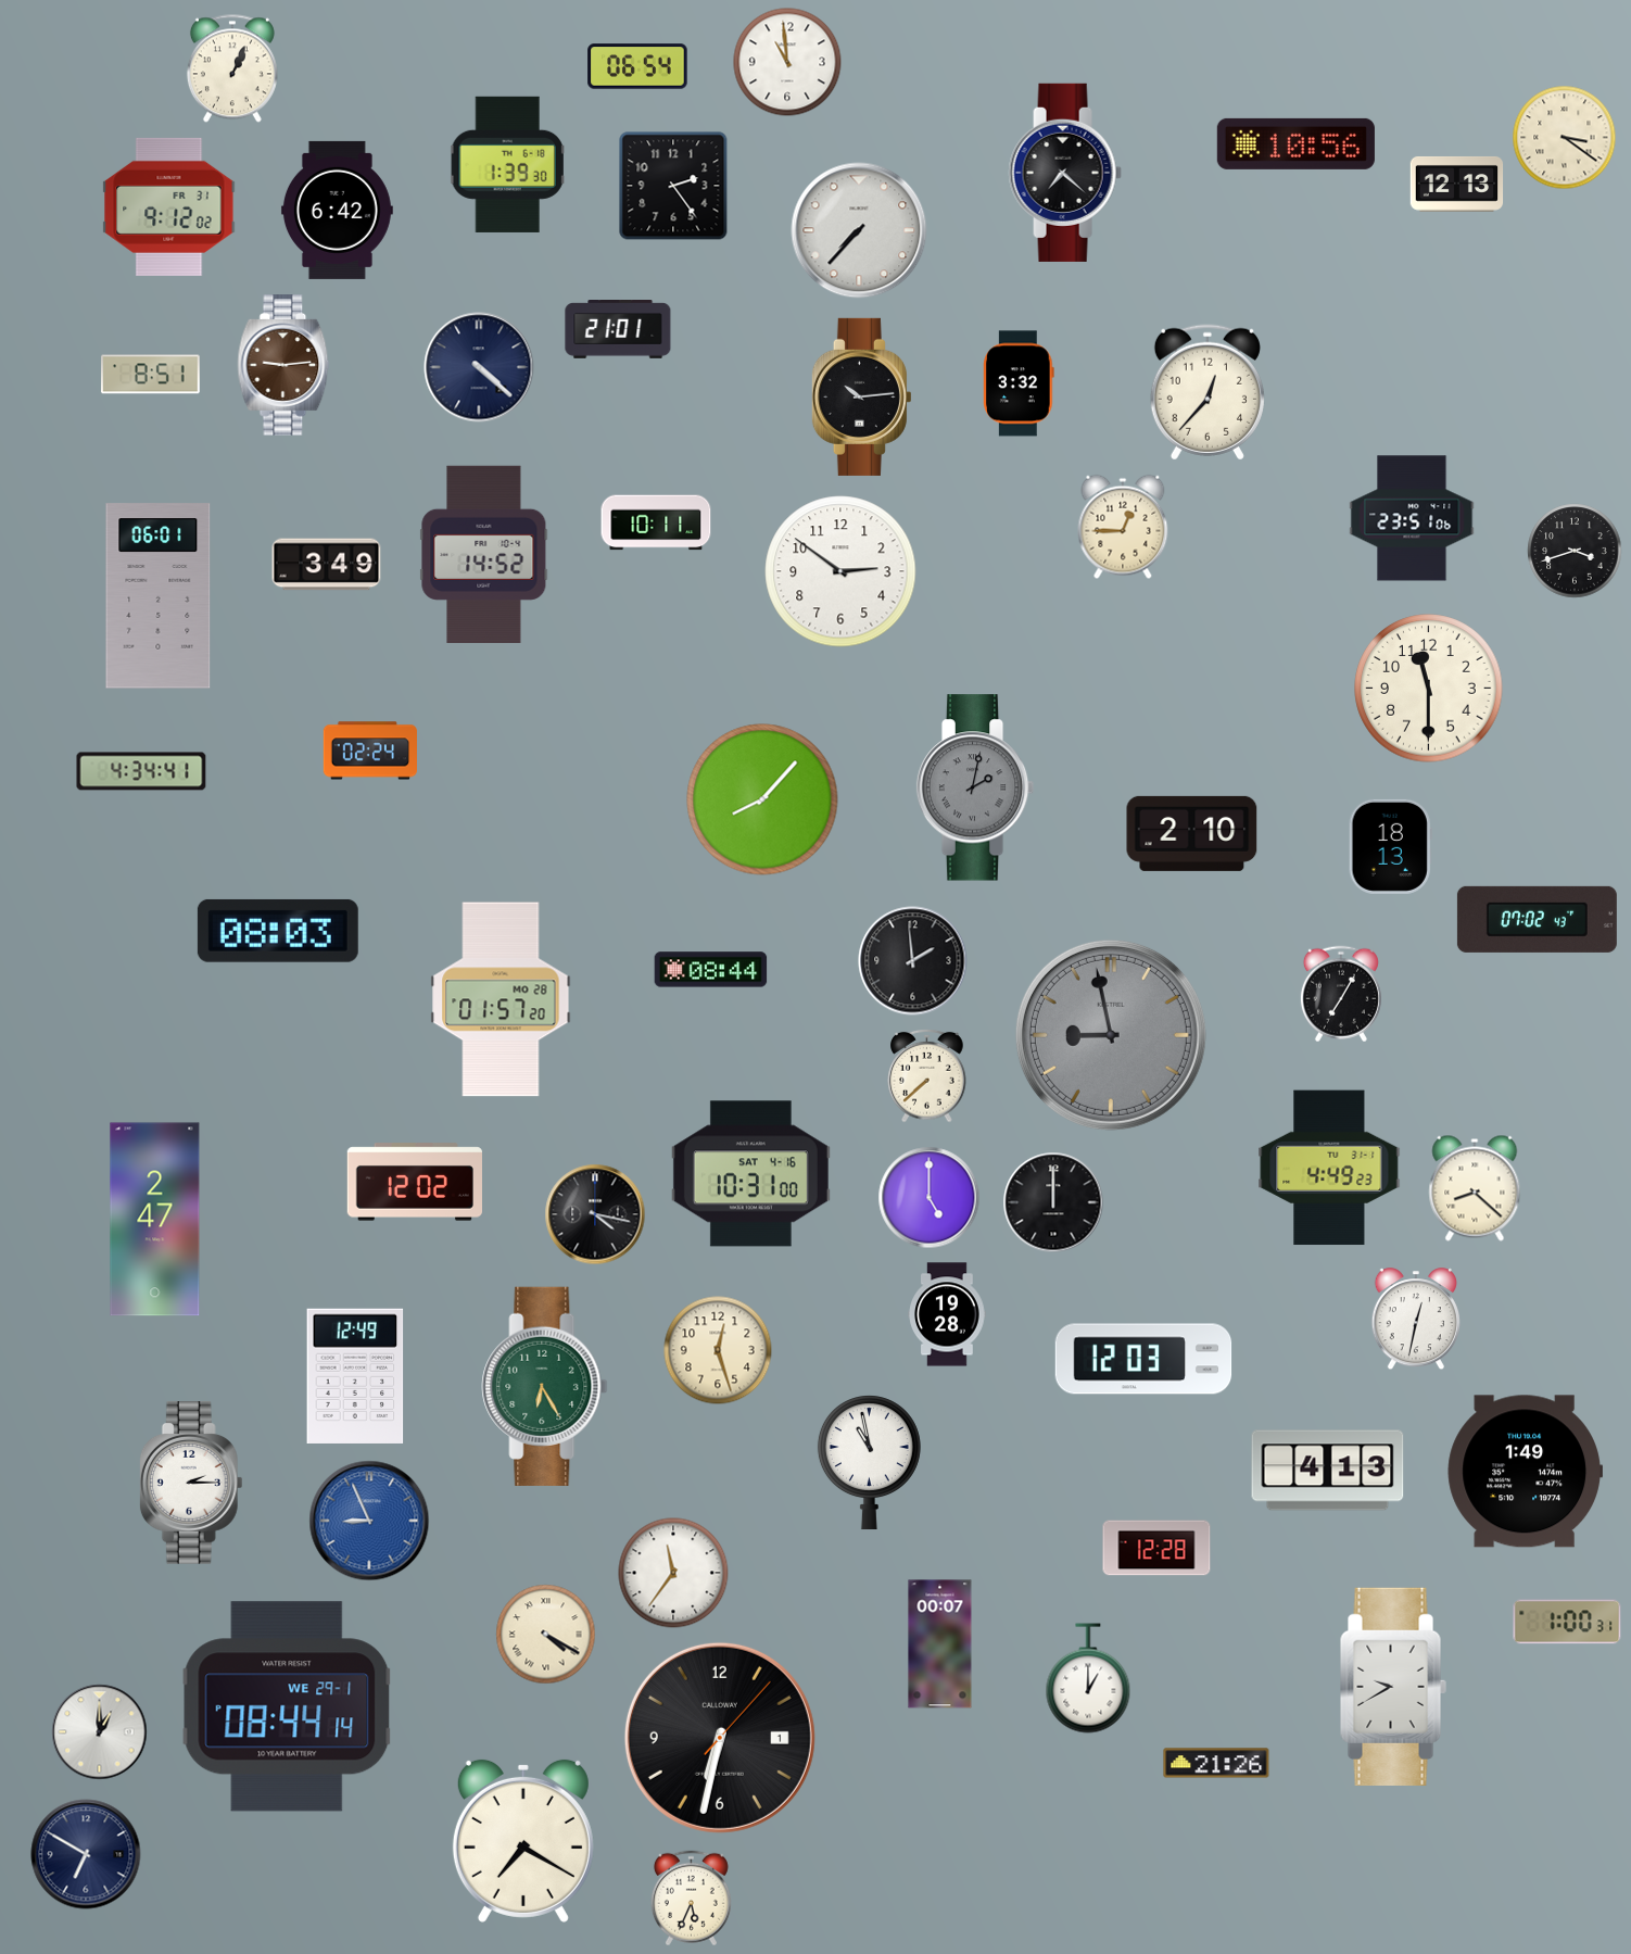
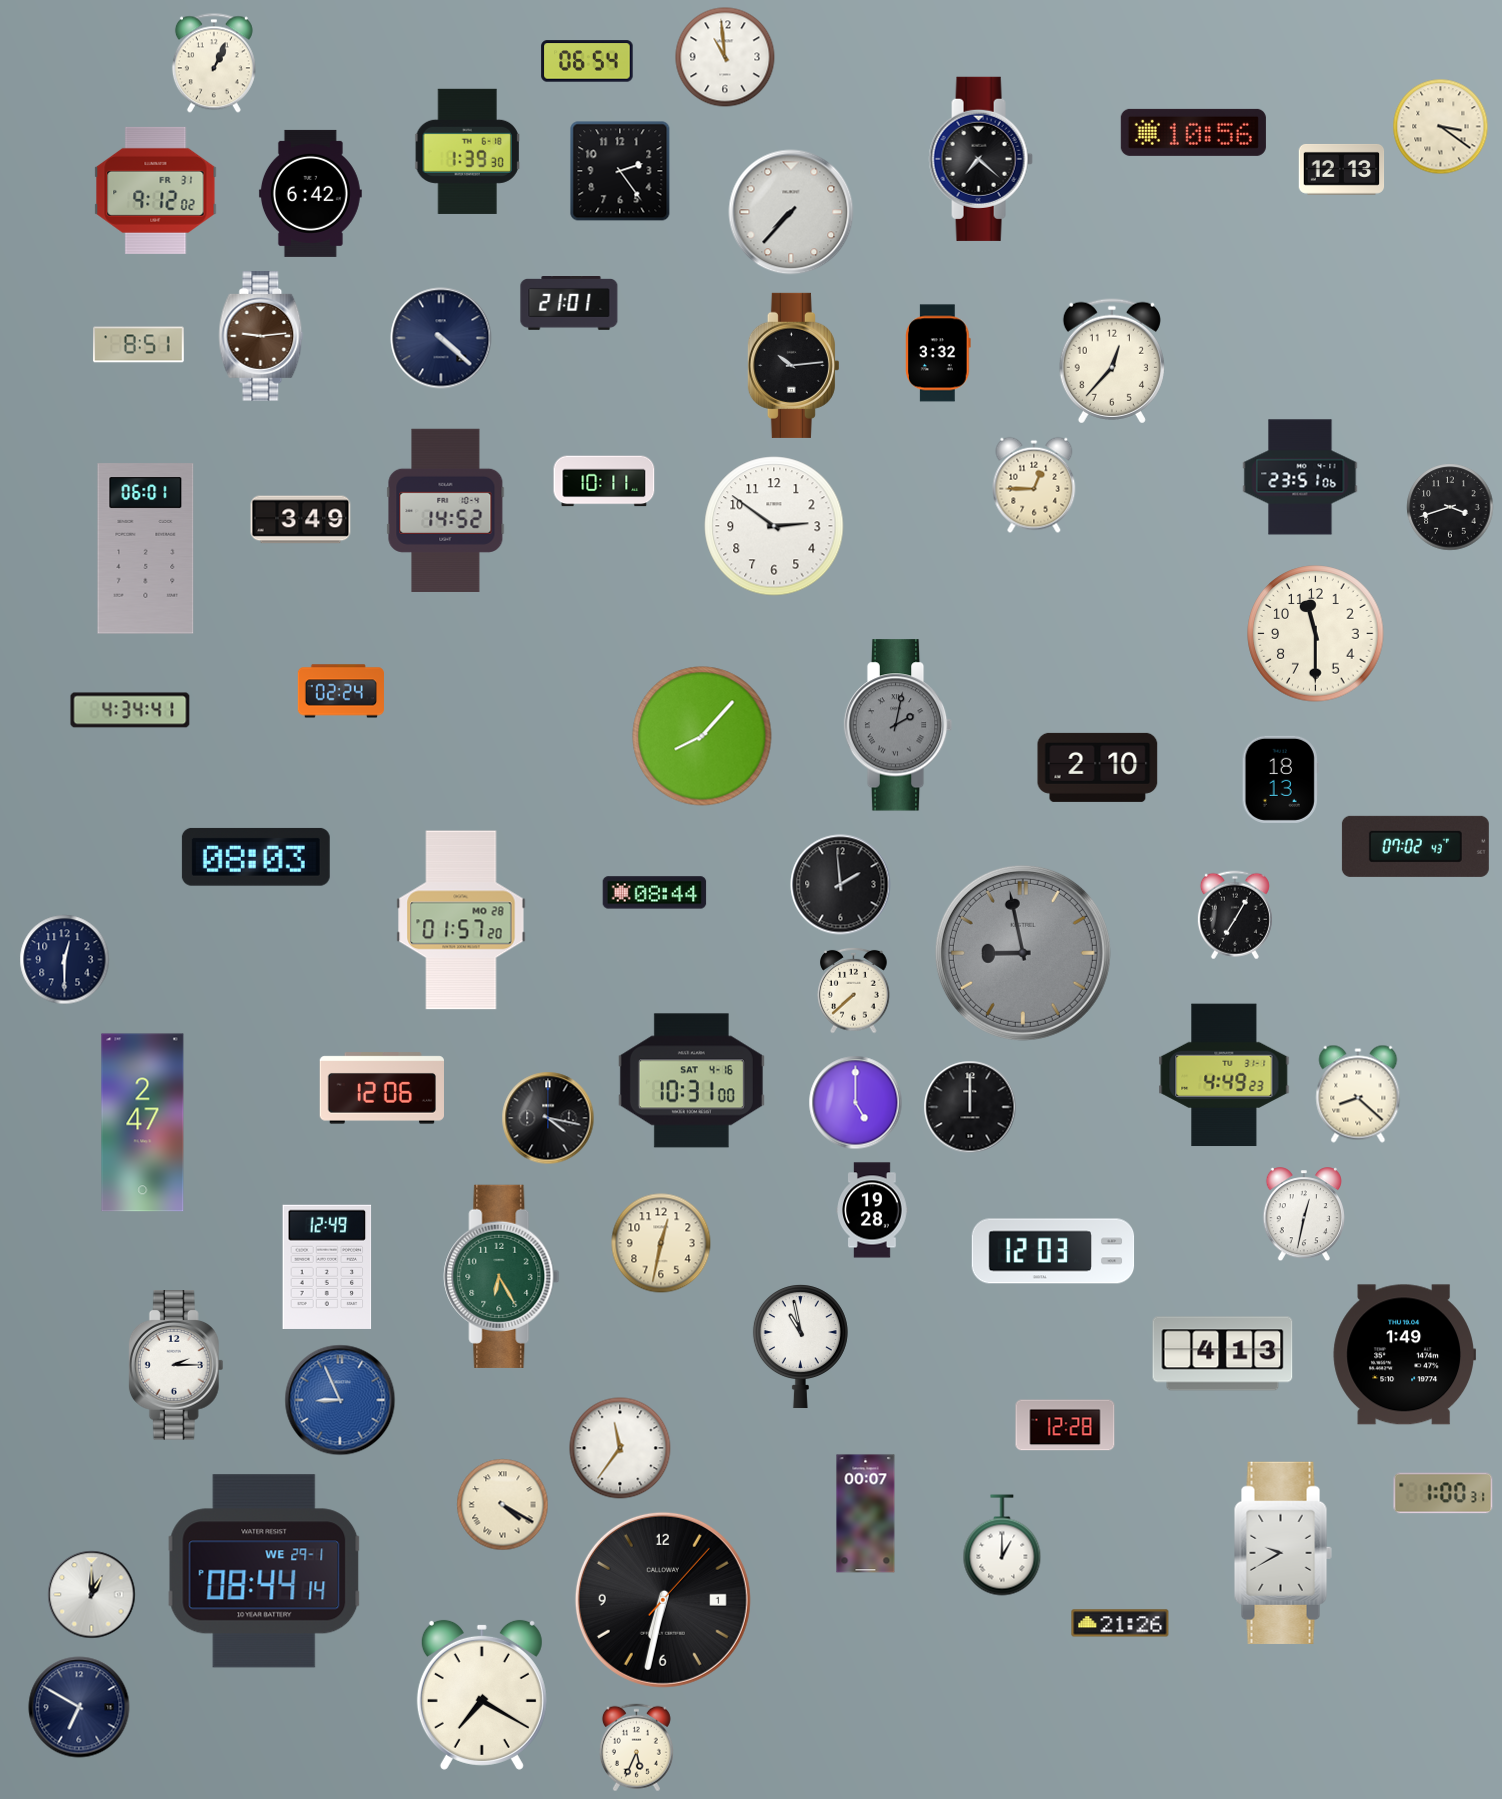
clock at (65, 960): none -> 12:30
clock at (414, 1182): 12:02 -> 12:06
clock at (718, 1350): 12:27 -> 12:32
